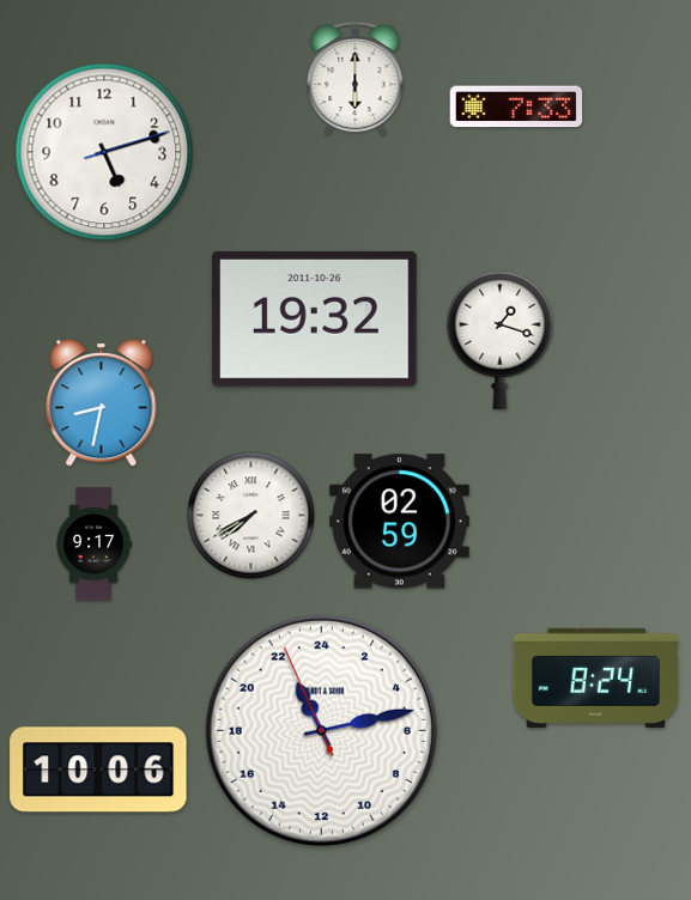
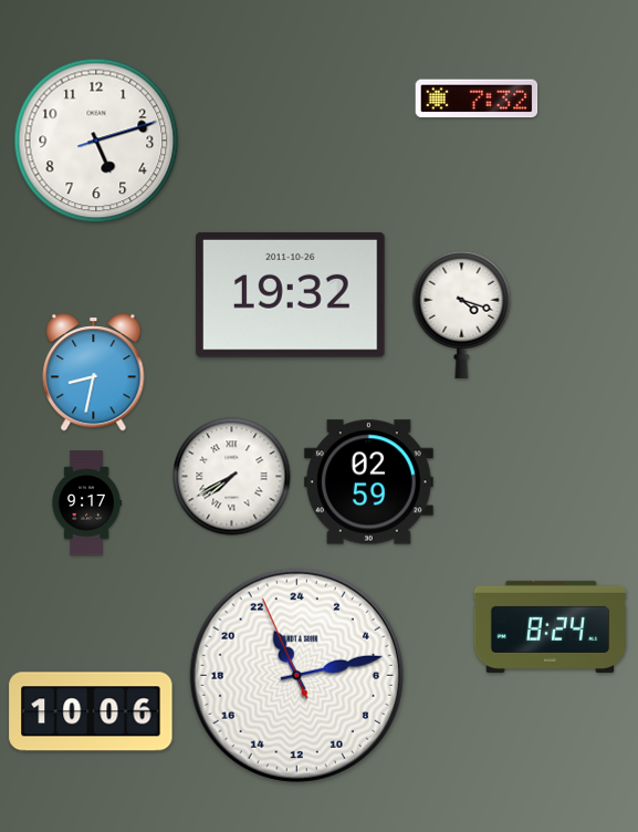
clock at (356, 79): 6:00 -> none
clock at (516, 107): 7:33 -> 7:32
clock at (501, 340): 1:18 -> 4:18
